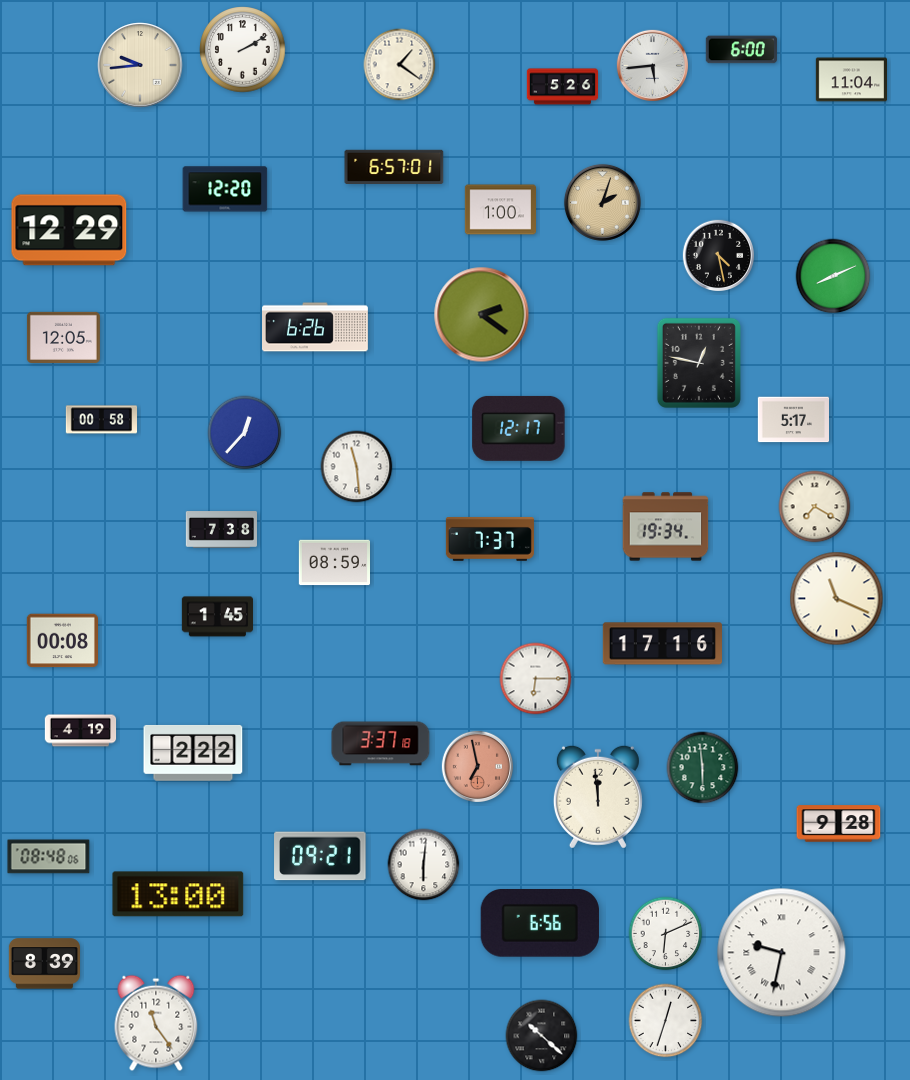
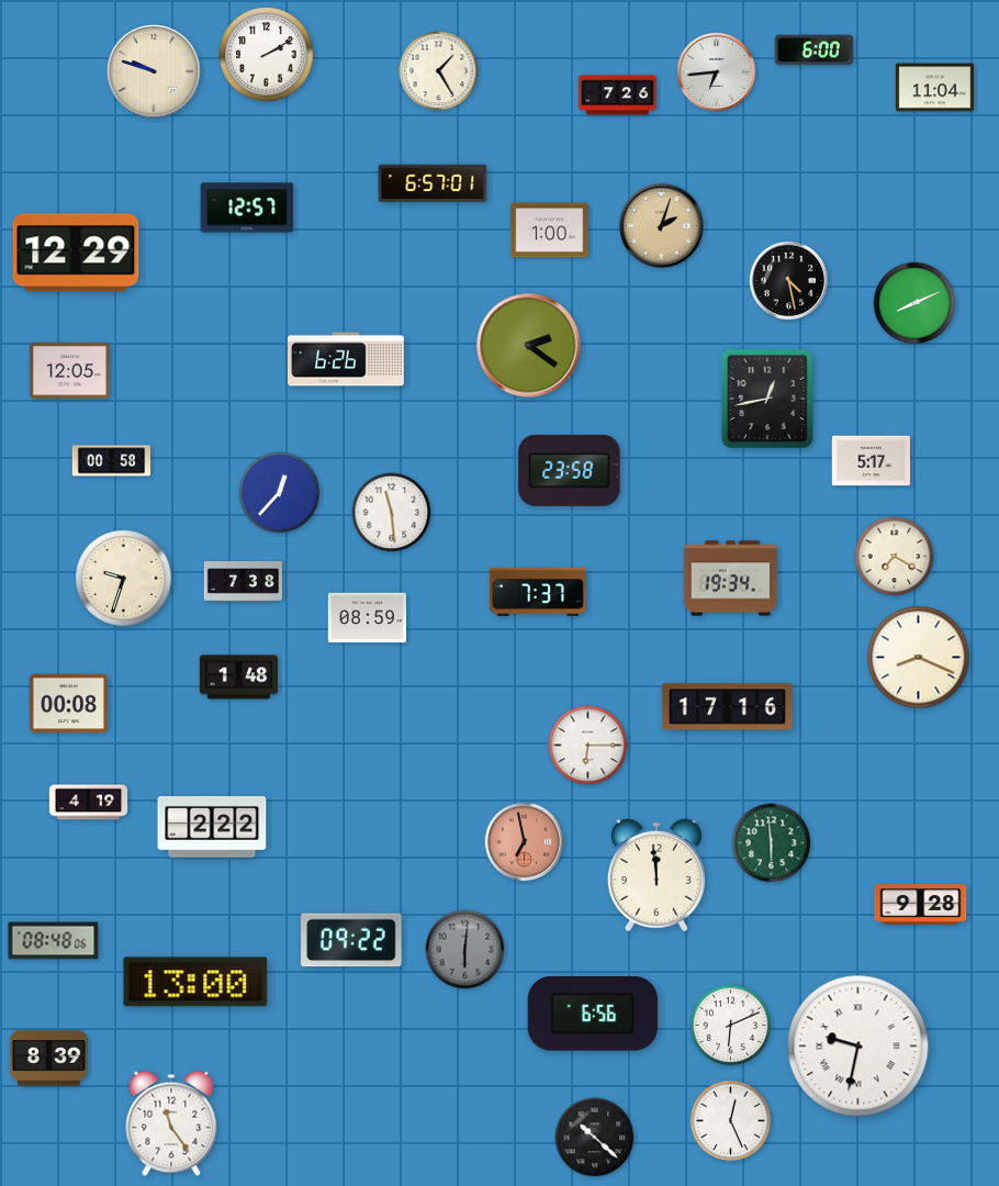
clock at (741, 50) position: (741, 50) -> (813, 51)
clock at (140, 65): 9:44 -> 9:48
clock at (400, 65): 1:21 -> 1:25
clock at (653, 66): 5:44 -> 6:44
clock at (563, 87): 5:26 -> 7:26
clock at (225, 189): 12:20 -> 12:57
clock at (602, 202) position: (602, 202) -> (661, 225)
clock at (699, 363): 12:47 -> 12:43
clock at (519, 428): 12:17 -> 23:58
clock at (245, 433) position: (245, 433) -> (280, 493)
clock at (124, 579): none -> 9:33
clock at (837, 599): 11:19 -> 8:19
clock at (217, 617): 1:45 -> 1:48
clock at (381, 744): 3:37 -> none
clock at (320, 856): 09:21 -> 09:22
clock at (424, 865) dial: white -> grey
clock at (666, 1021): 12:33 -> 12:26
